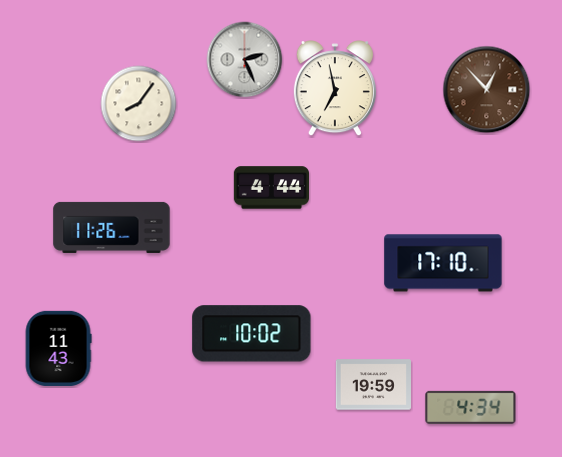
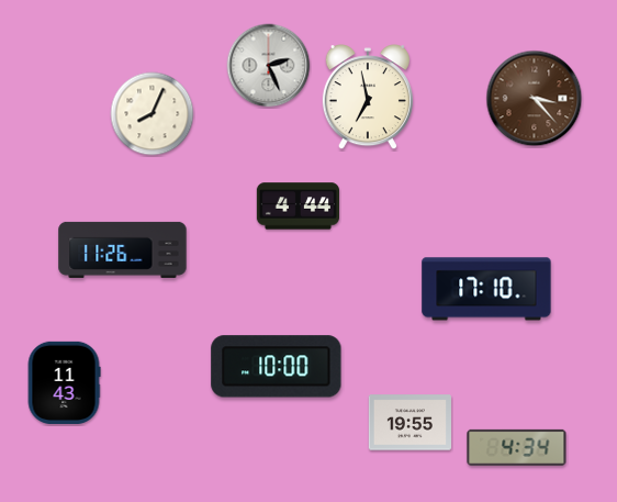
clock at (487, 90): 12:53 -> 3:23
clock at (139, 104): 8:06 -> 8:04
clock at (252, 334): 10:02 -> 10:00
clock at (373, 385): 19:59 -> 19:55
